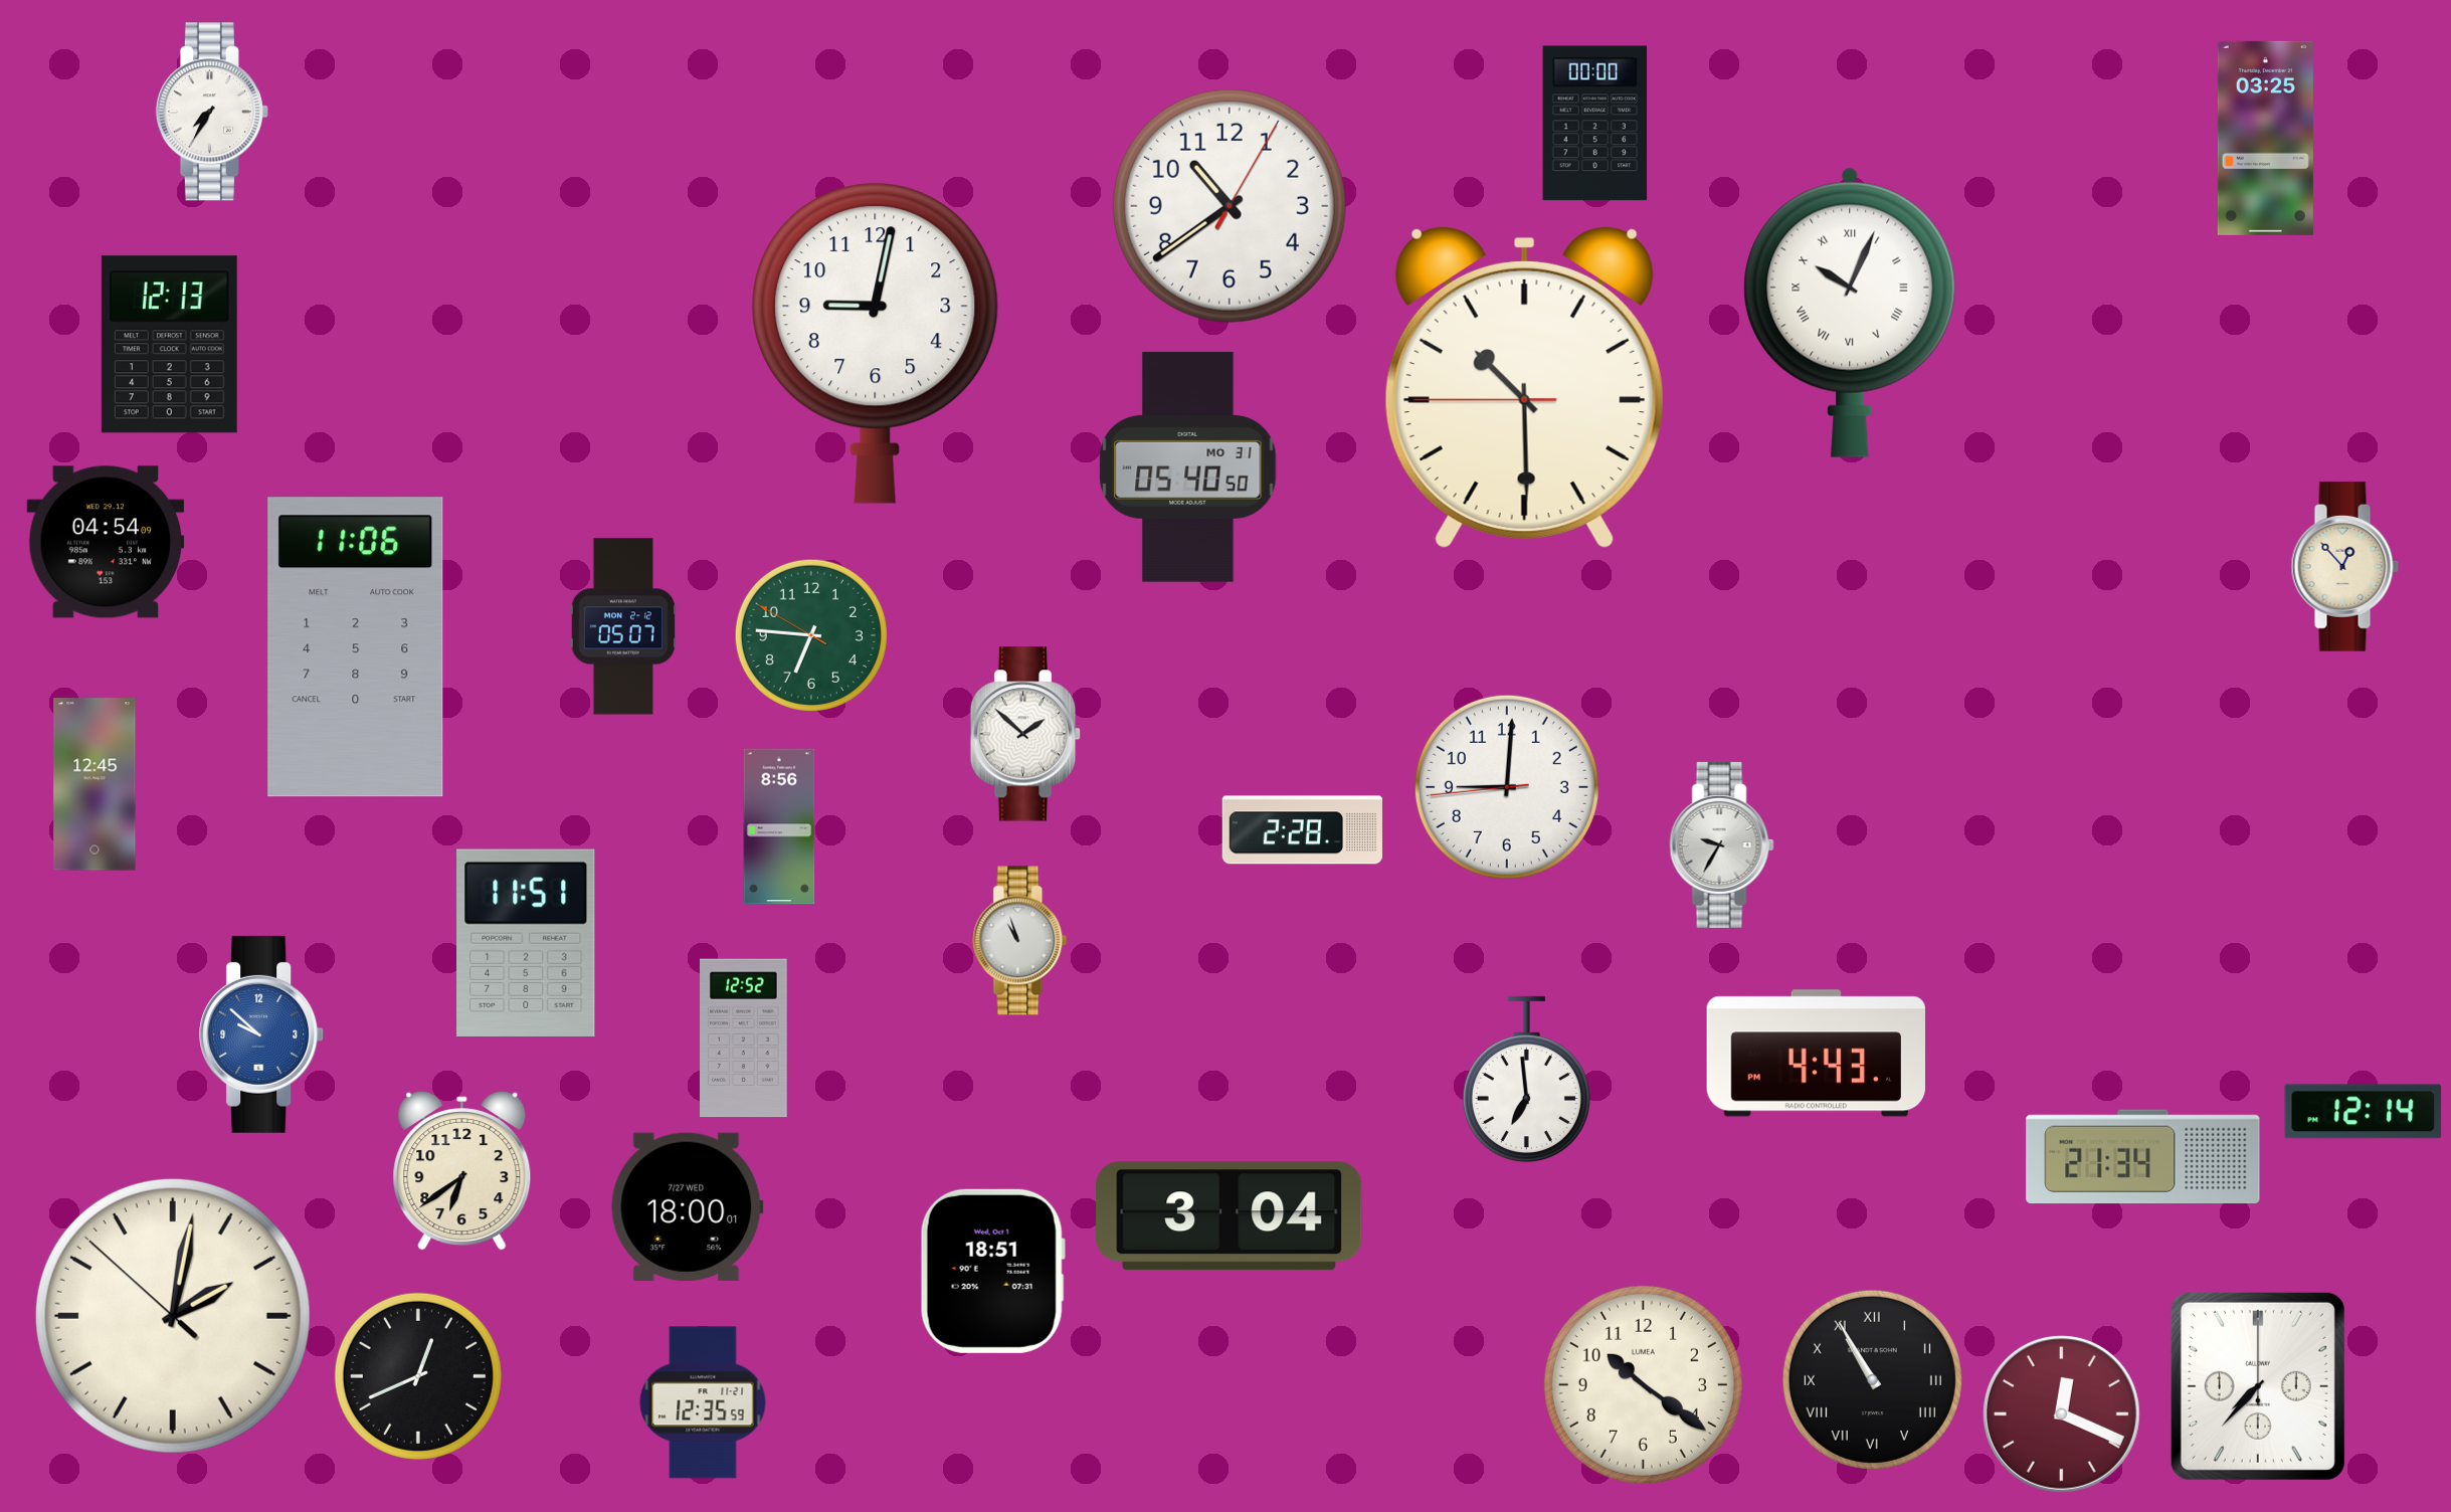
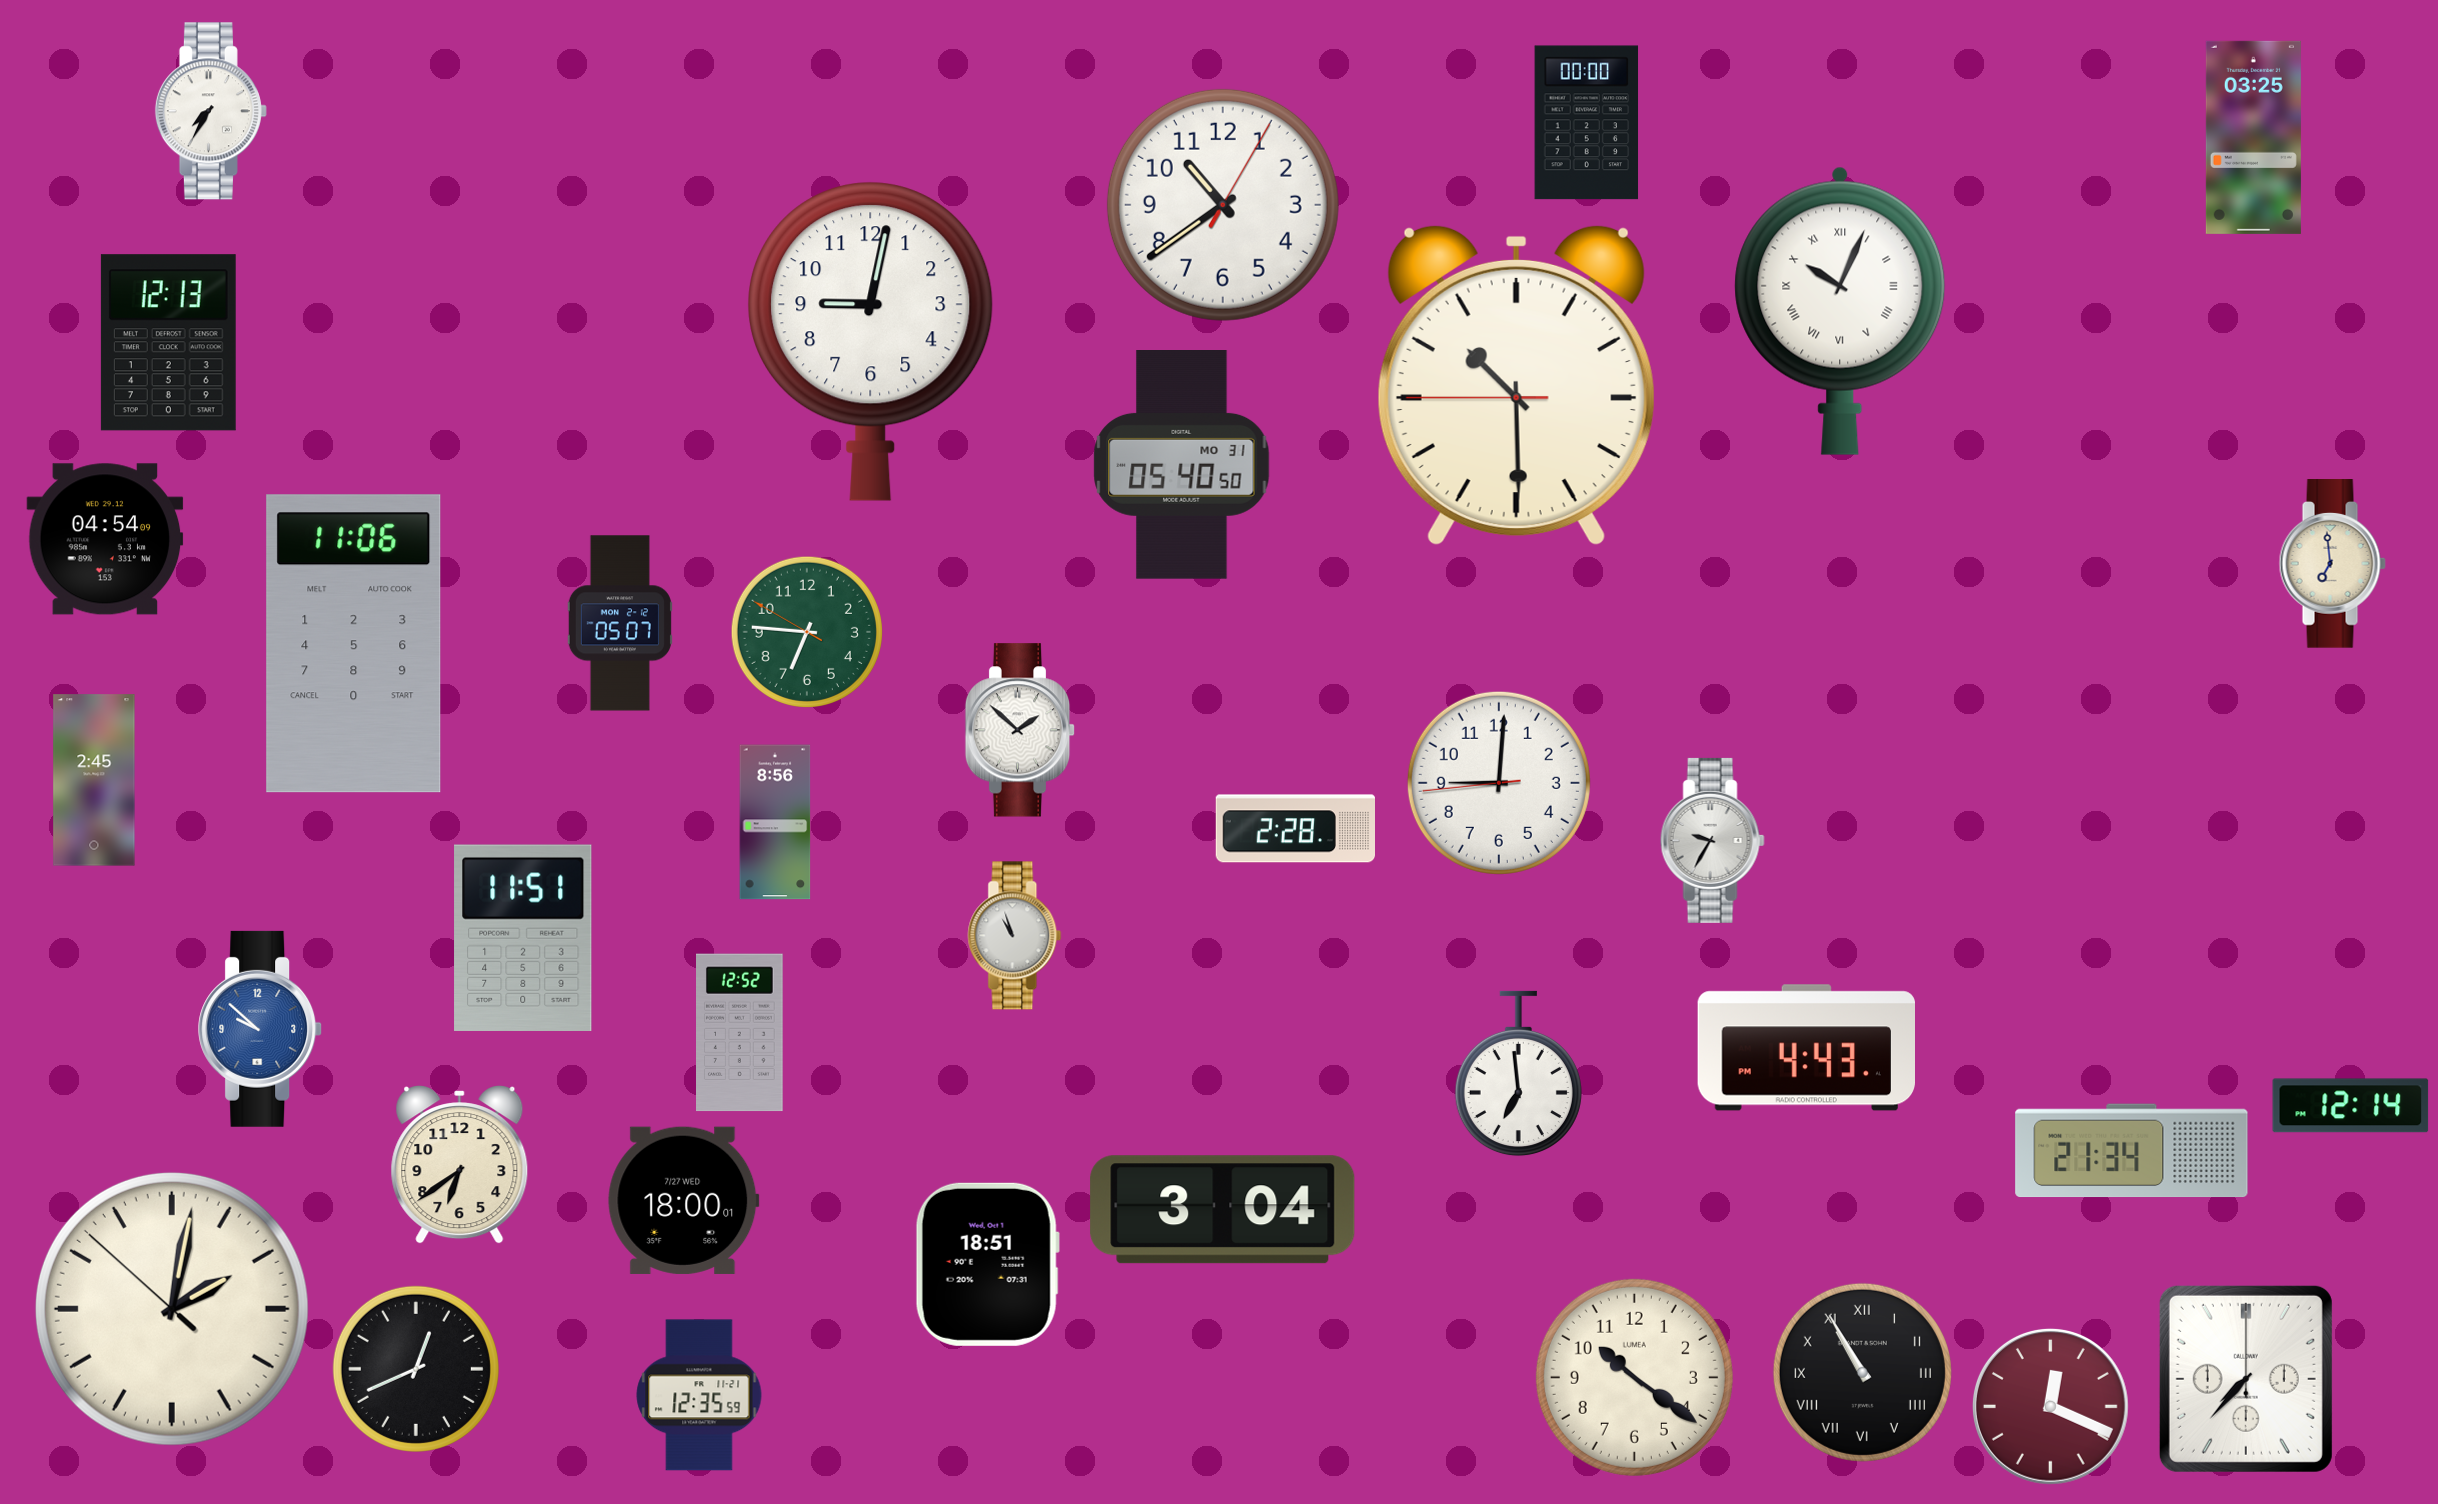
clock at (2344, 567): 12:53 -> 6:59
clock at (95, 784): 12:45 -> 2:45
clock at (1302, 830) position: (1302, 830) -> (1295, 829)
